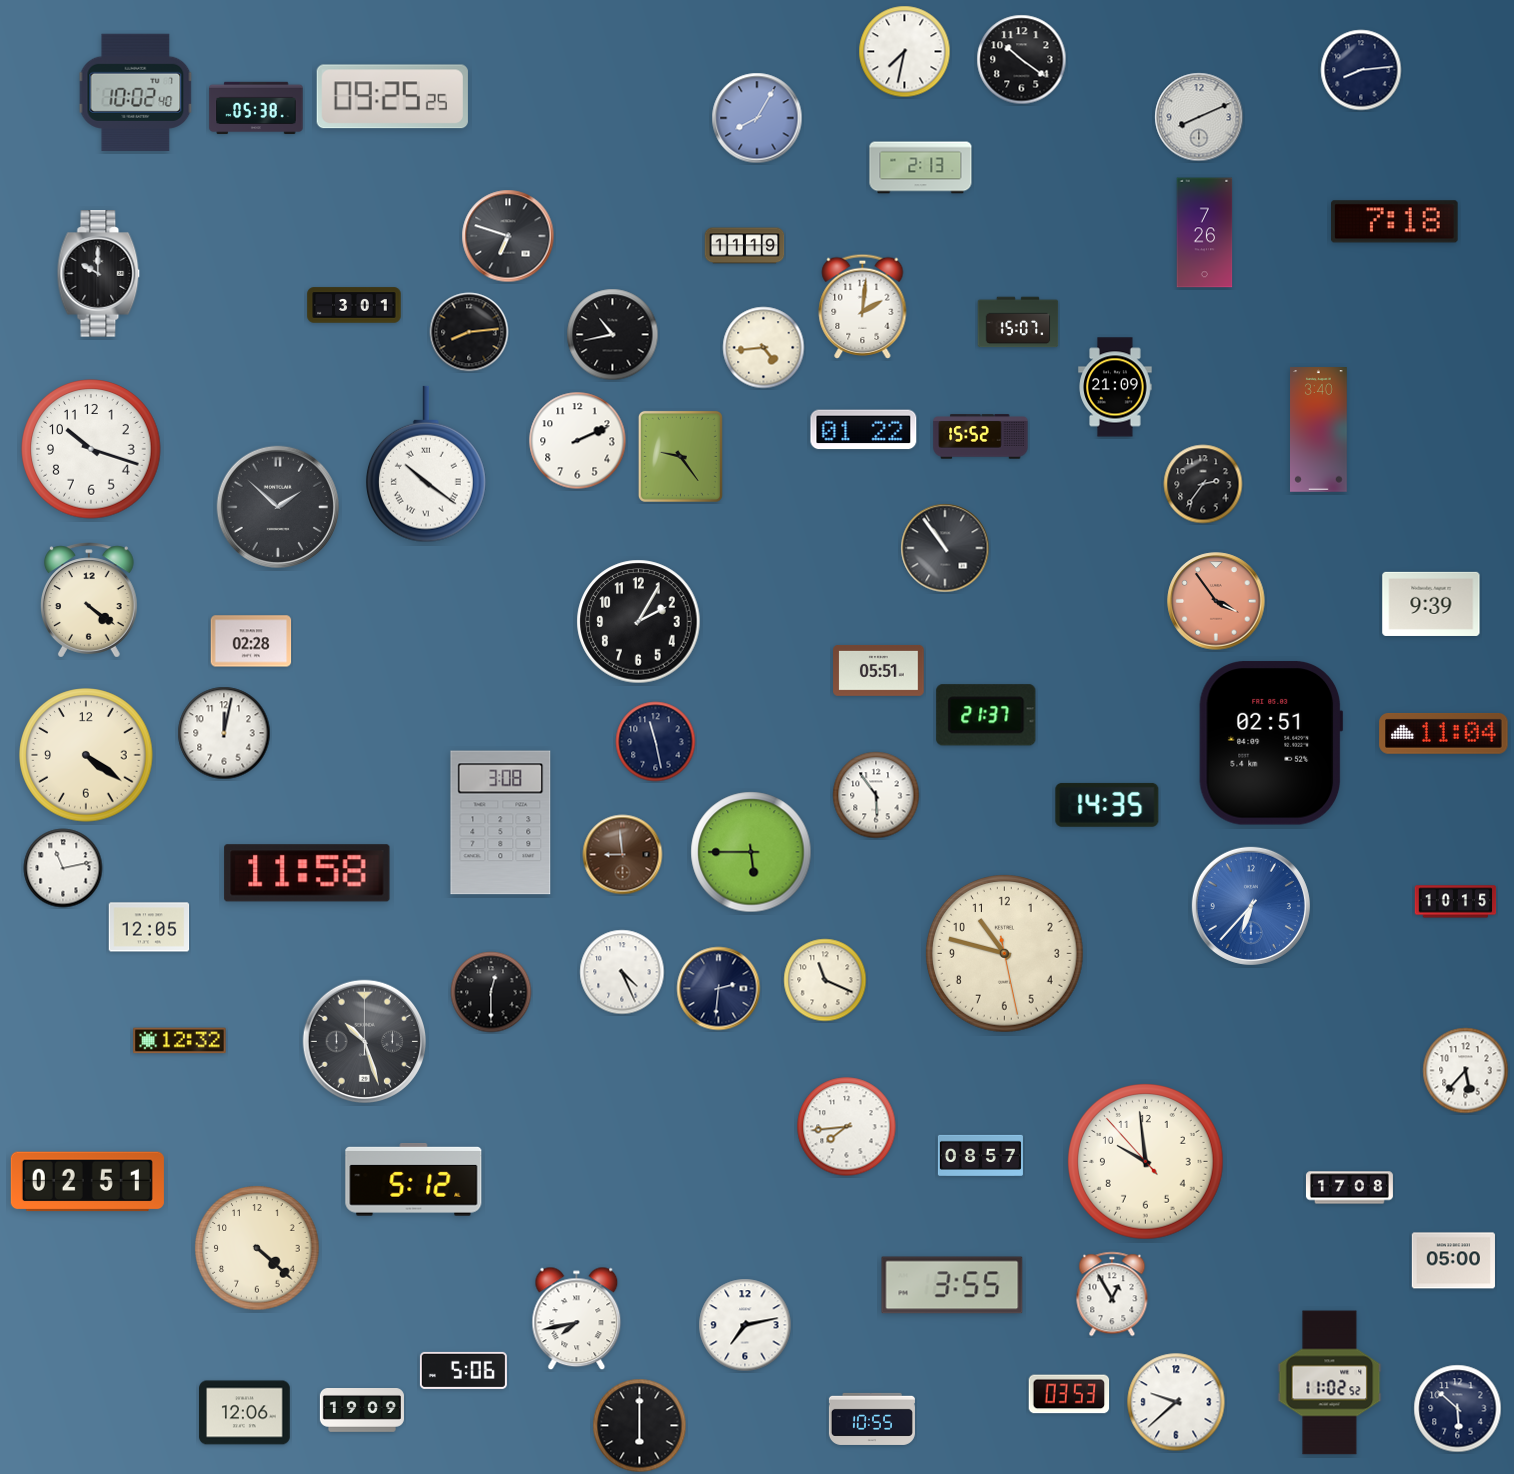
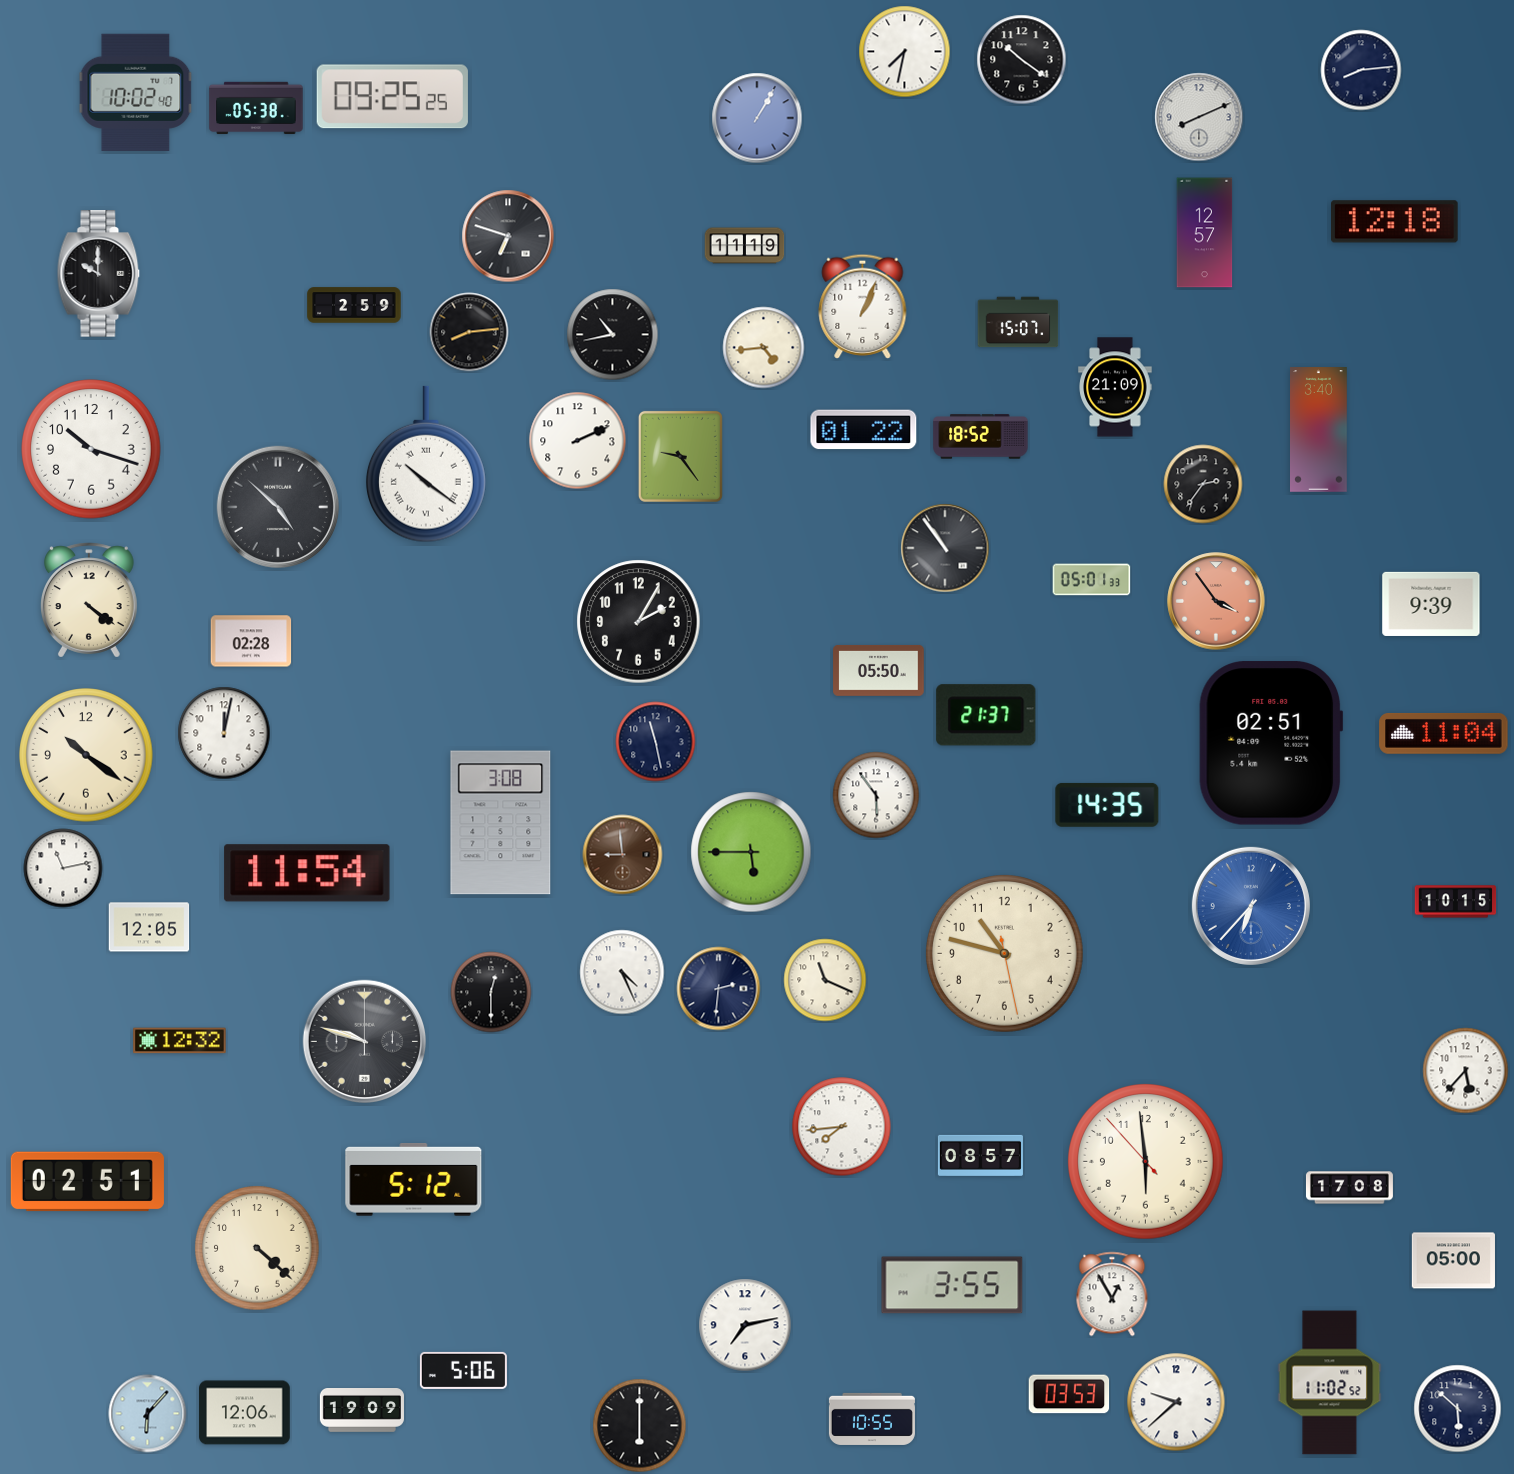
clock at (757, 118): 8:05 -> 1:05
clock at (921, 168): 2:13 -> none
clock at (1395, 222): 7:18 -> 12:18
clock at (1205, 233): 7:26 -> 12:57
clock at (354, 305): 3:01 -> 2:59
clock at (863, 306): 2:01 -> 1:04
clock at (981, 437): 15:52 -> 18:52
clock at (277, 506): 1:52 -> 4:52
clock at (1092, 580): none -> 05:01
clock at (879, 670): 05:51 -> 05:50
clock at (86, 755): 4:21 -> 10:21
clock at (307, 873): 11:58 -> 11:54
clock at (364, 1041): 10:27 -> 9:48
clock at (847, 1127) position: (847, 1127) -> (842, 1127)
clock at (1146, 1162): 9:58 -> 5:58
clock at (577, 1319): 7:43 -> none
clock at (148, 1414): none -> 6:07
